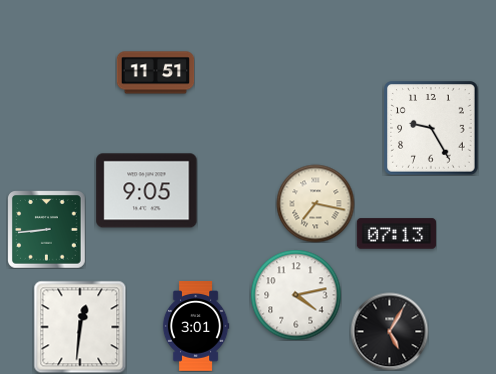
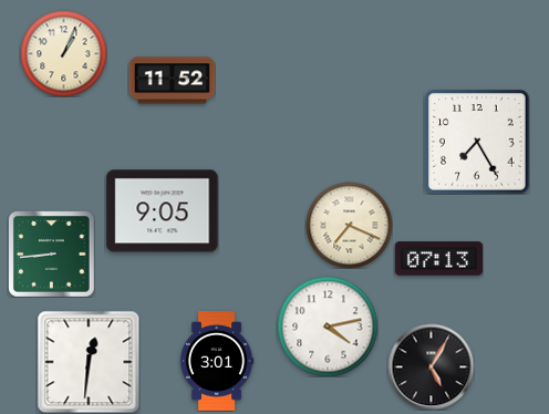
clock at (63, 53): none -> 1:04
clock at (155, 73): 11:51 -> 11:52
clock at (431, 128): 9:25 -> 7:25
clock at (315, 203): 7:17 -> 7:19
